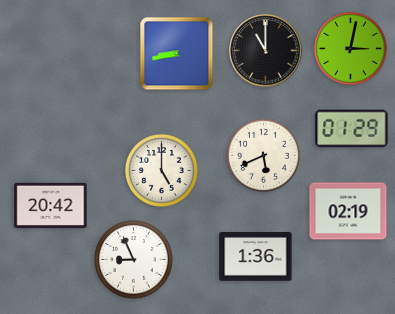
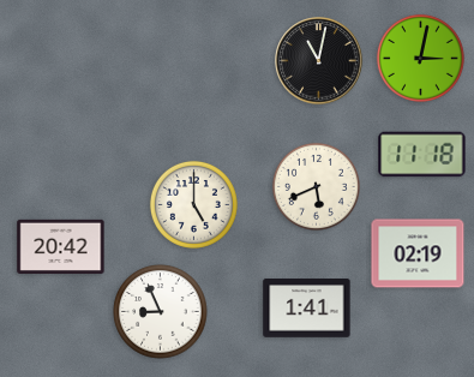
clock at (266, 51): 11:00 -> 11:02
clock at (177, 54): 8:43 -> none
clock at (352, 129): 01:29 -> 11:18
clock at (256, 257): 1:36 -> 1:41
